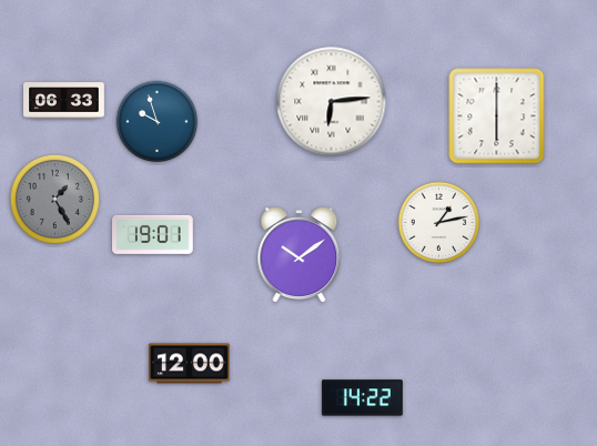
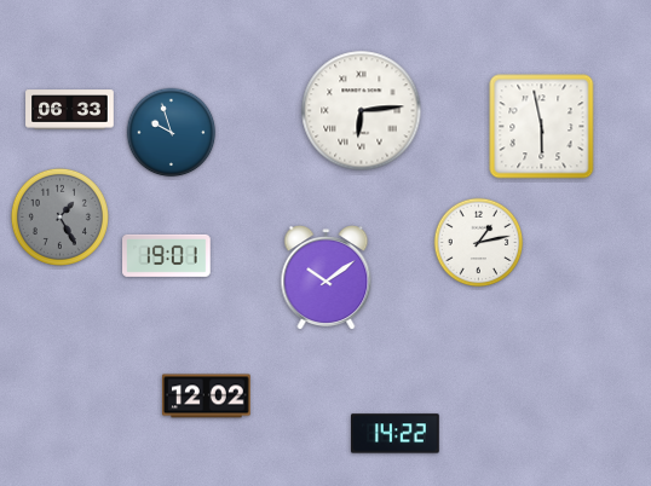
clock at (497, 116): 6:00 -> 5:58
clock at (190, 364): 12:00 -> 12:02
